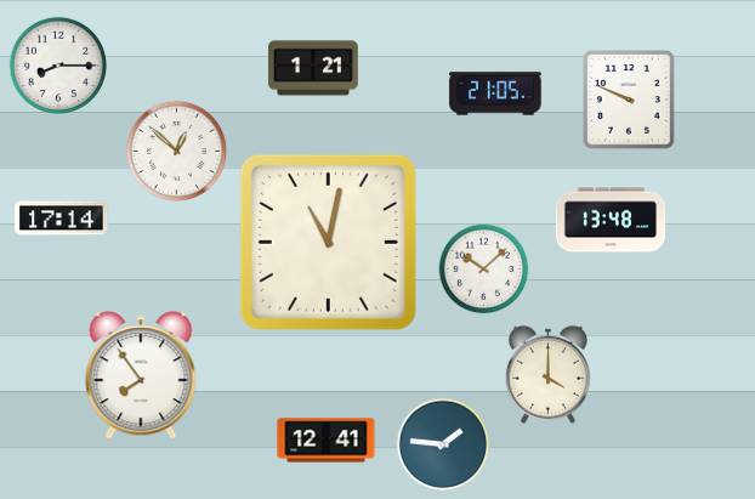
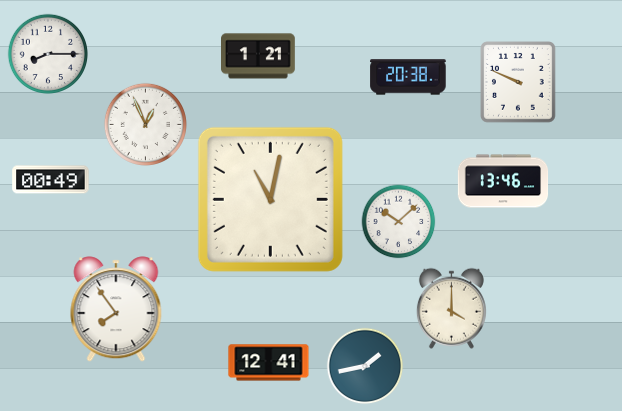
clock at (495, 93): 21:05 -> 20:38
clock at (176, 151): 12:52 -> 12:56
clock at (62, 219): 17:14 -> 00:49
clock at (611, 220): 13:48 -> 13:46
clock at (443, 444): 1:46 -> 1:43
